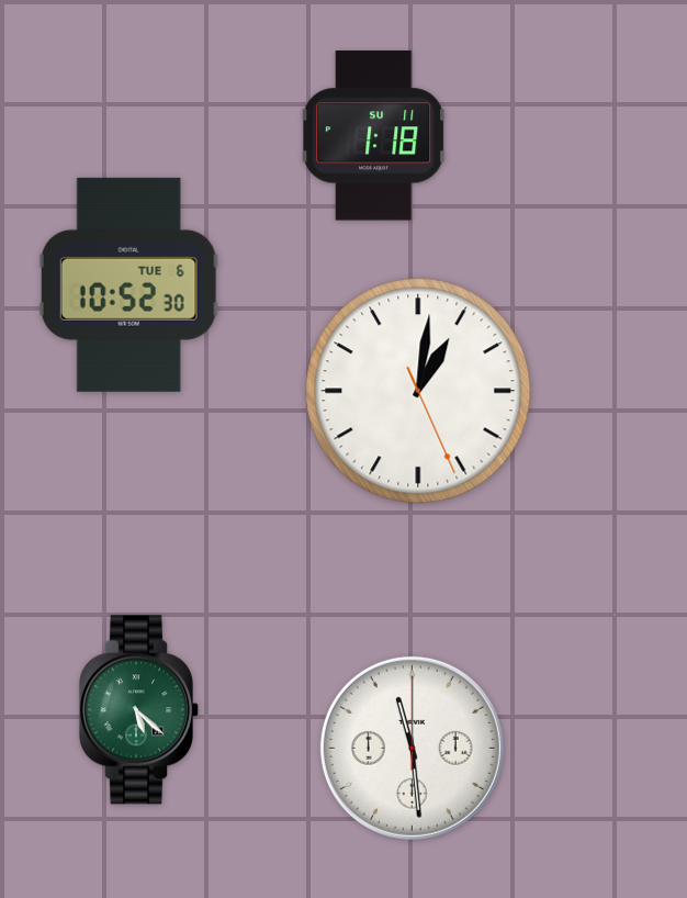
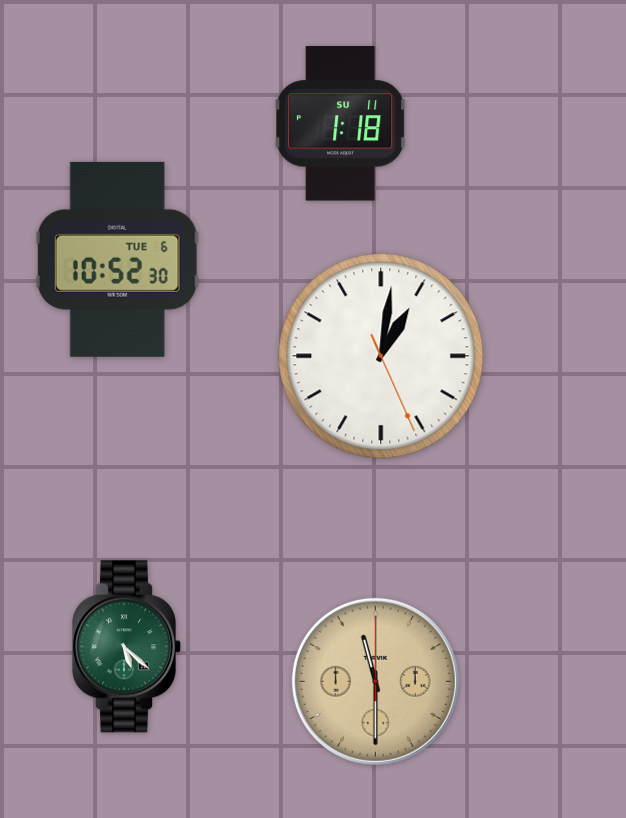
clock at (412, 748): 11:29 -> 11:30
clock at (412, 748) dial: white -> champagne
